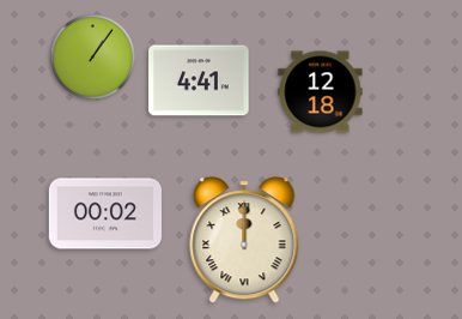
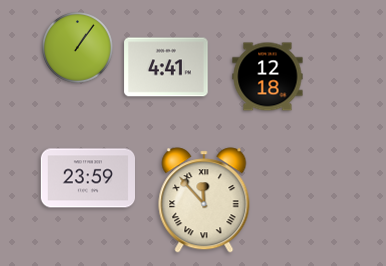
clock at (104, 213): 00:02 -> 23:59
clock at (244, 240): 12:00 -> 11:53
